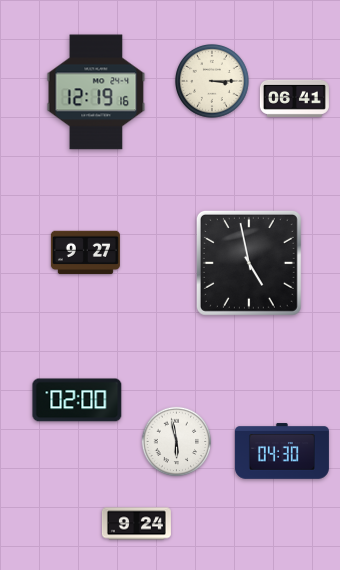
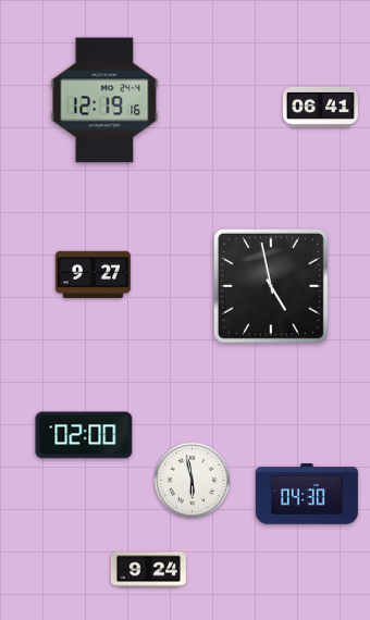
clock at (213, 82): 3:15 -> none
clock at (282, 451) position: (282, 451) -> (307, 494)
